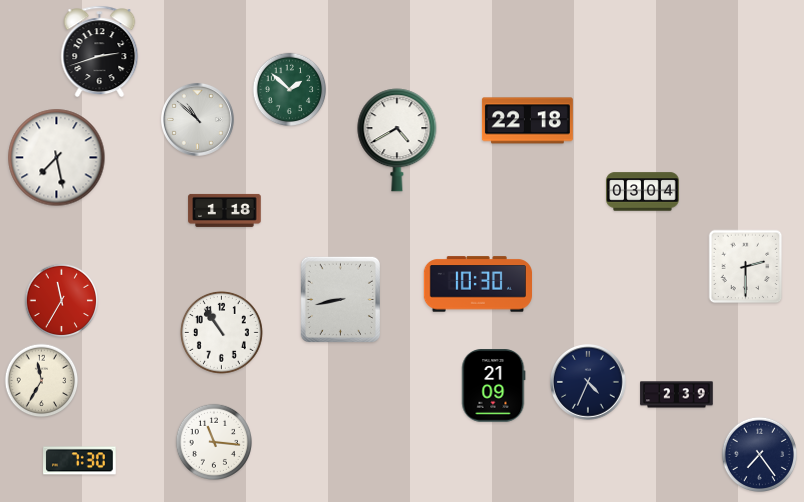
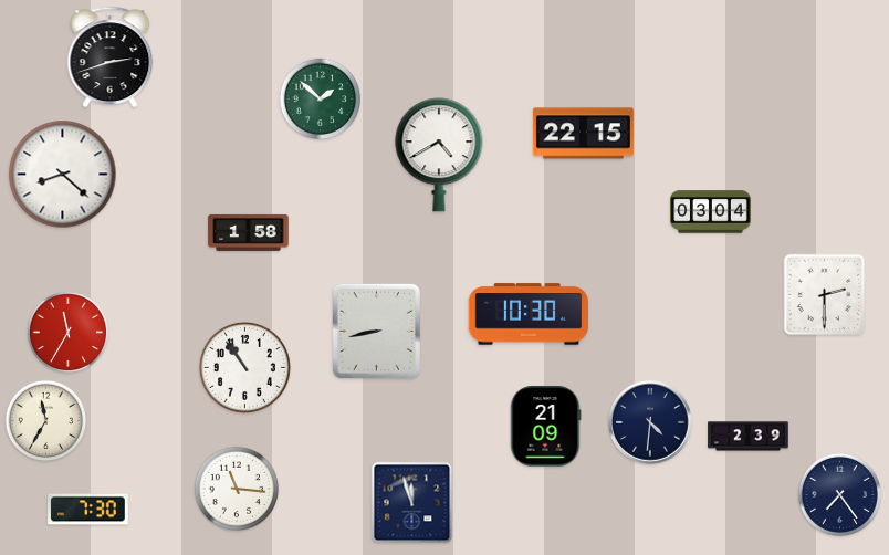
clock at (197, 119): 10:52 -> none
clock at (527, 121): 22:18 -> 22:15
clock at (57, 158): 7:28 -> 8:22
clock at (225, 210): 1:18 -> 1:58
clock at (589, 383): 4:34 -> 4:31
clock at (759, 454) position: (759, 454) -> (839, 494)
clock at (412, 503): none -> 11:57
